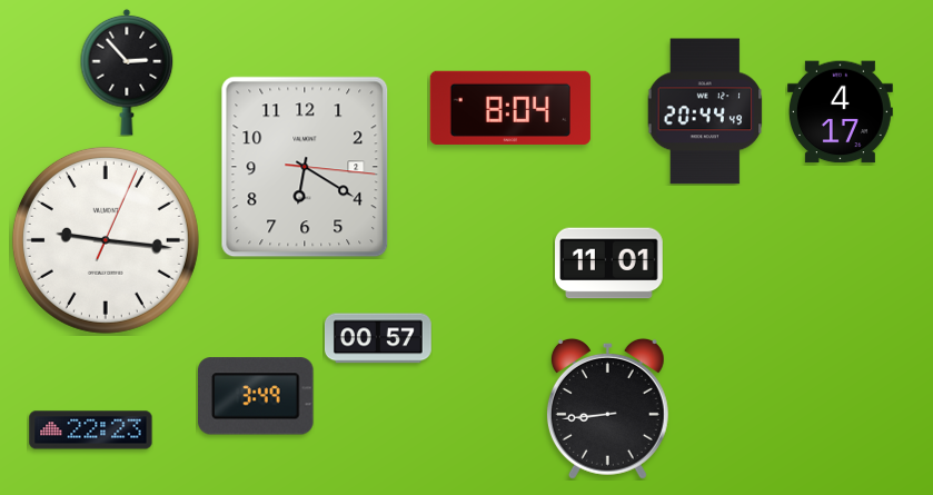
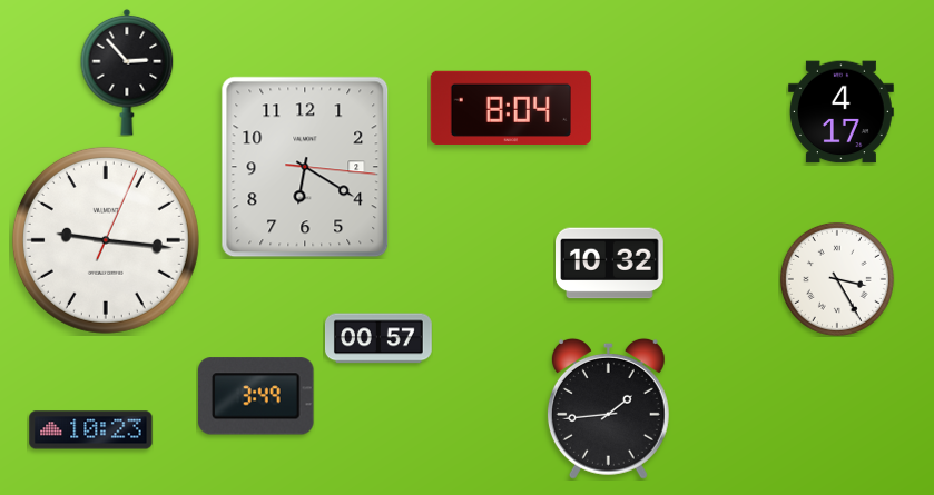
clock at (705, 111): 20:44 -> none
clock at (609, 264): 11:01 -> 10:32
clock at (837, 279): none -> 3:25
clock at (607, 408): 8:44 -> 1:44
clock at (91, 430): 22:23 -> 10:23
